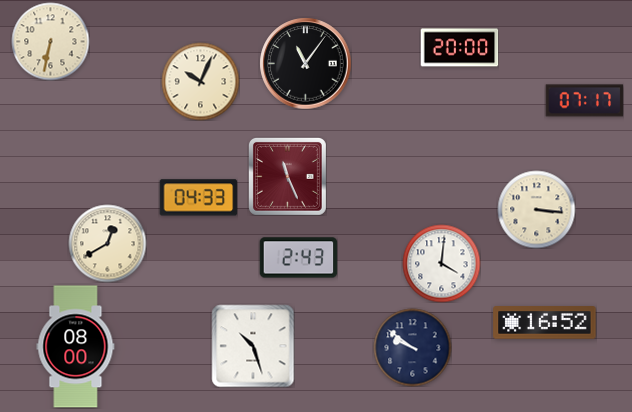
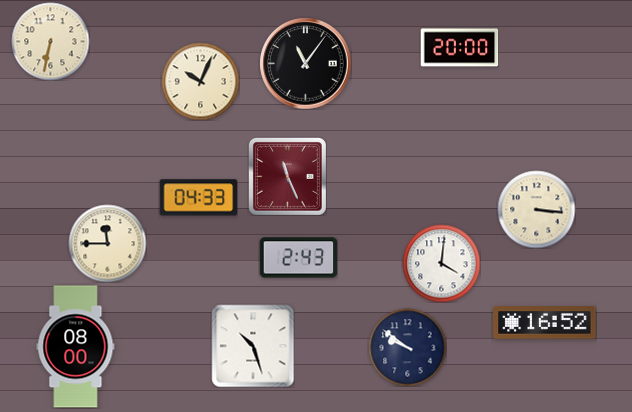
clock at (584, 101): 07:17 -> none
clock at (107, 243): 12:40 -> 11:45
clock at (412, 347) position: (412, 347) -> (407, 347)
